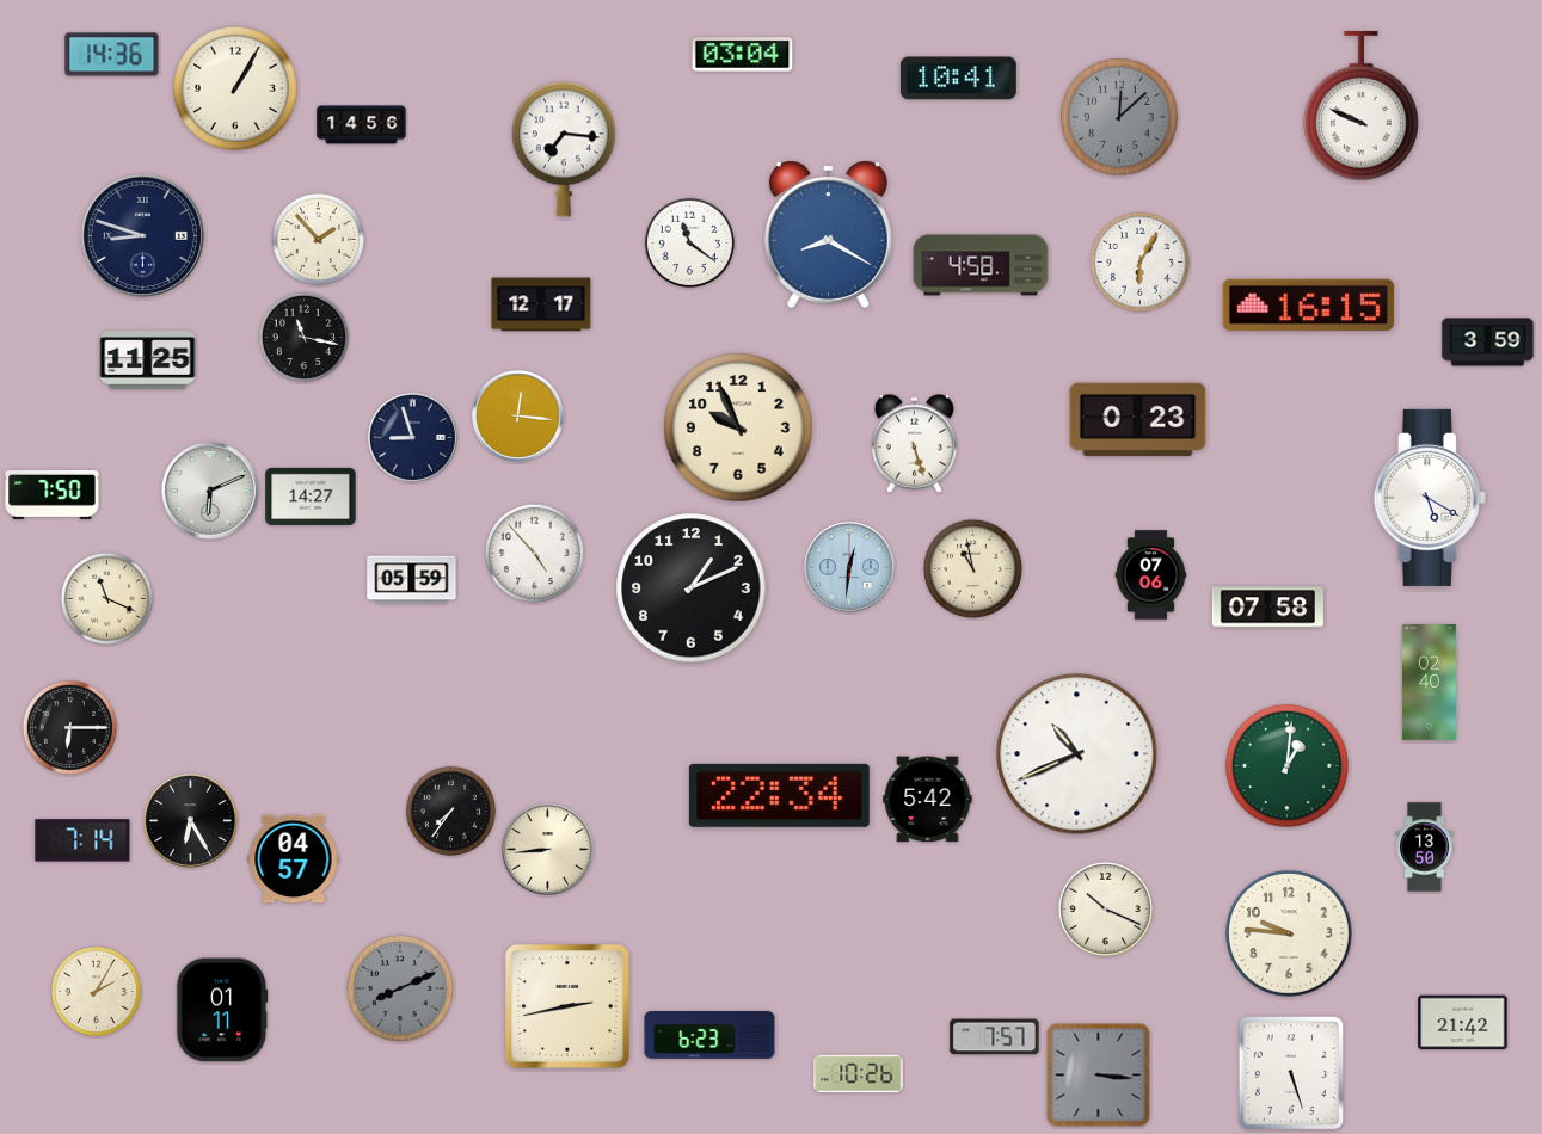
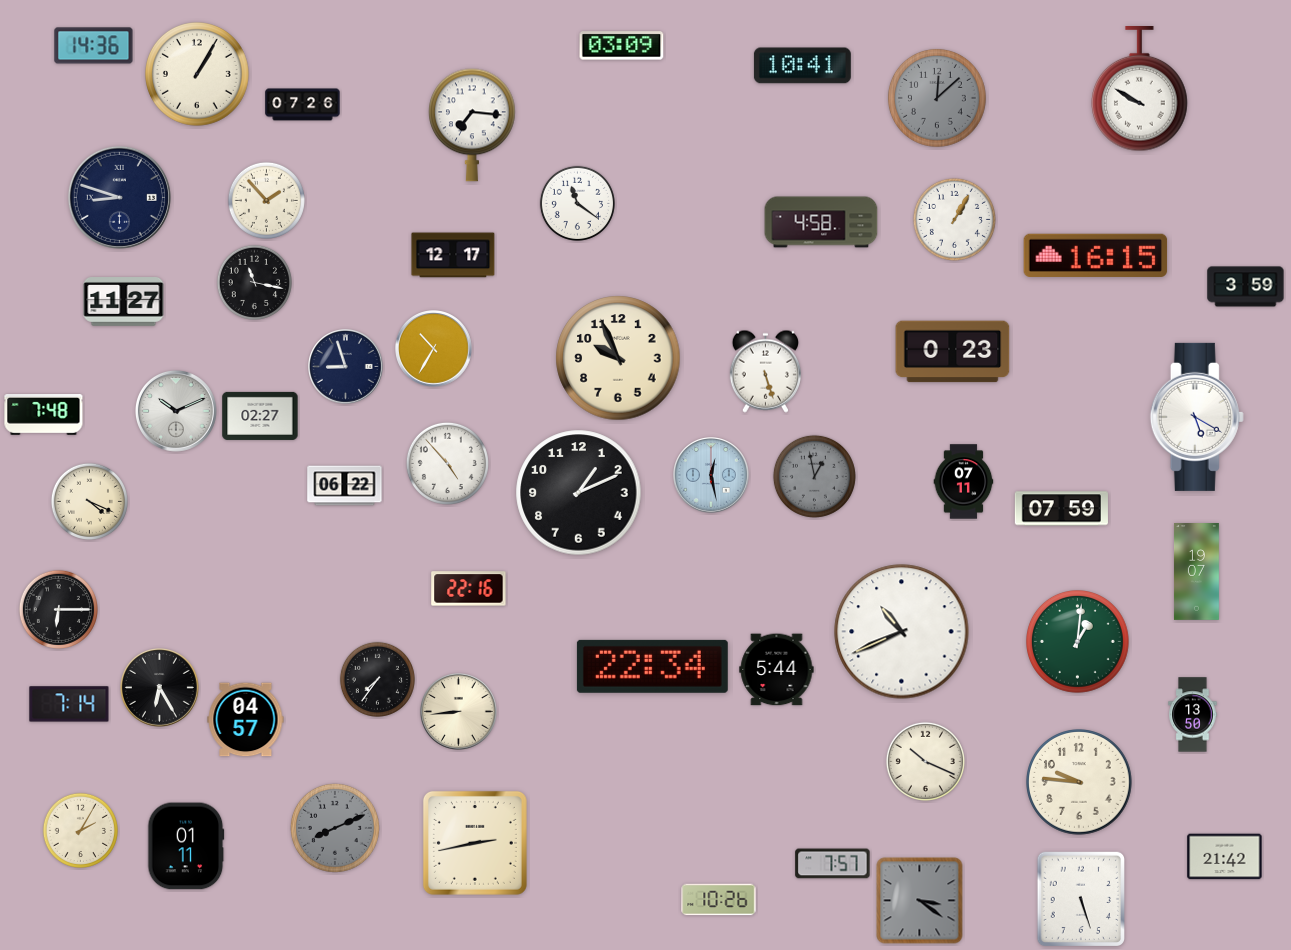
clock at (743, 55): 03:04 -> 03:09
clock at (1362, 107): 9:49 -> 9:50
clock at (362, 125): 14:56 -> 07:26
clock at (828, 235): 8:20 -> none
clock at (1139, 261): 6:05 -> 1:05
clock at (148, 360): 11:25 -> 11:27
clock at (518, 417): 12:16 -> 10:35
clock at (210, 491): 6:11 -> 10:11
clock at (53, 495): 7:50 -> 7:48
clock at (311, 497): 14:27 -> 02:27
clock at (850, 568): 12:31 -> 12:28
clock at (972, 568): 10:58 -> 12:58
clock at (972, 568) dial: cream -> grey
clock at (1151, 575): 07:06 -> 07:11
clock at (412, 580): 05:59 -> 06:22
clock at (106, 598): 11:19 -> 4:19
clock at (1267, 608): 07:58 -> 07:59
clock at (1429, 683): 02:40 -> 19:07
clock at (469, 589): none -> 22:16
clock at (928, 800): 5:42 -> 5:44
clock at (1425, 848) position: (1425, 848) -> (1193, 715)
clock at (709, 1035): 6:23 -> none
clock at (995, 1037) position: (995, 1037) -> (833, 864)
clock at (1099, 1076): 3:16 -> 3:21
